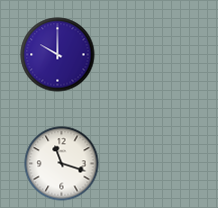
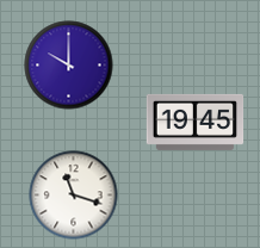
clock at (196, 122): none -> 19:45
